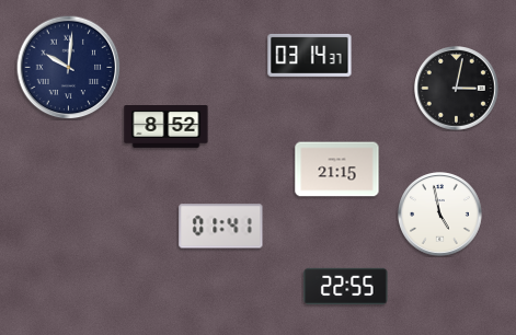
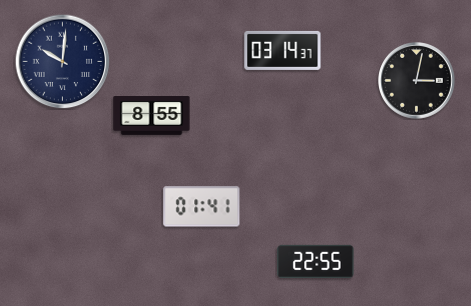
clock at (167, 127): 8:52 -> 8:55
clock at (337, 170): 21:15 -> none
clock at (440, 215): 4:58 -> none
